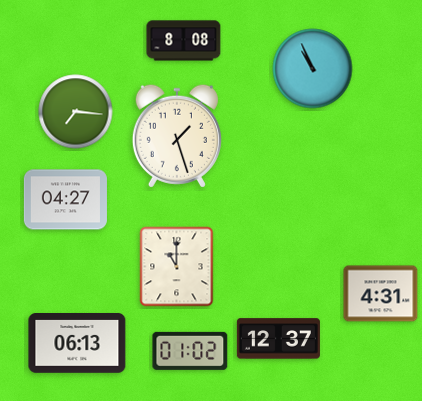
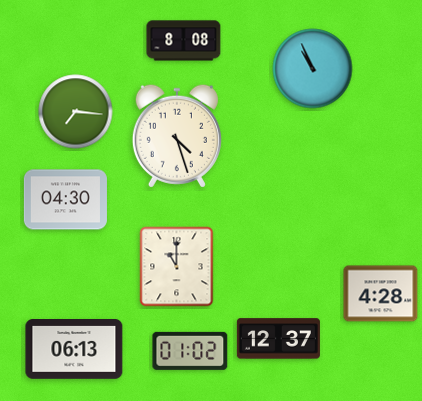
clock at (177, 136): 1:27 -> 4:27
clock at (65, 200): 04:27 -> 04:30
clock at (381, 294): 4:31 -> 4:28
clock at (77, 344) position: (77, 344) -> (74, 350)
